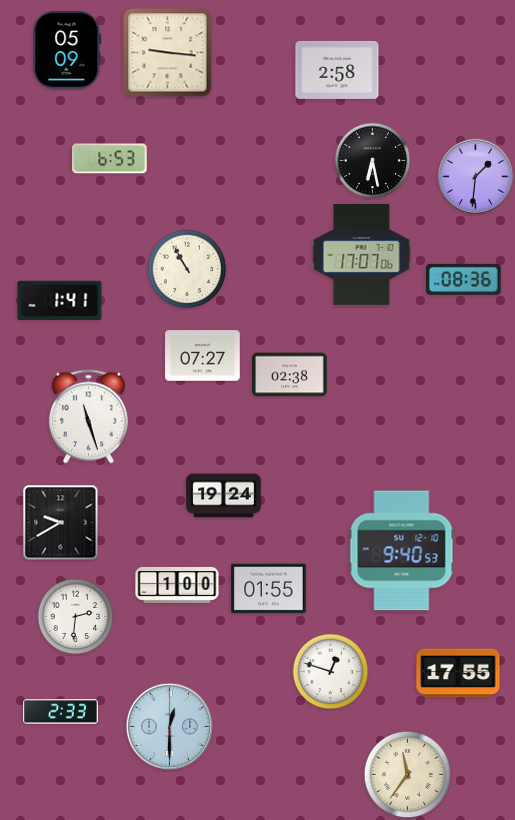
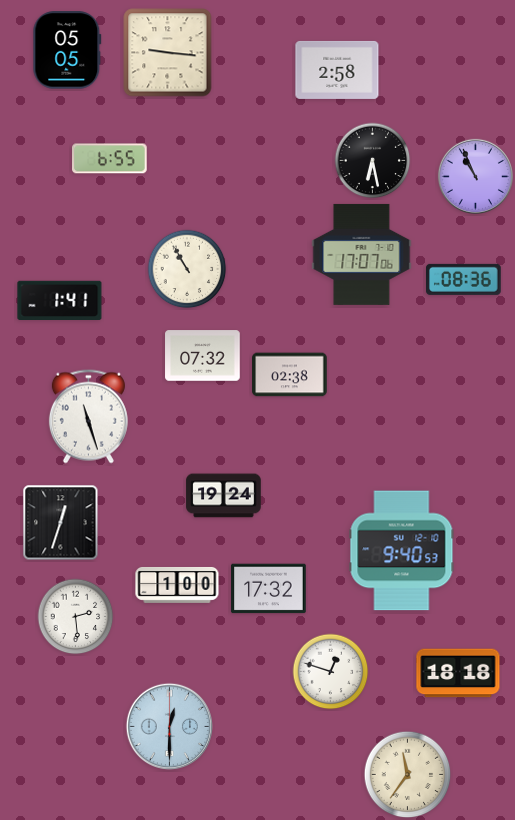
clock at (67, 50): 05:09 -> 05:05
clock at (110, 159): 6:53 -> 6:55
clock at (475, 176): 1:31 -> 10:56
clock at (203, 356): 07:27 -> 07:32
clock at (61, 523): 9:40 -> 12:33
clock at (269, 589): 01:55 -> 17:32
clock at (76, 617): 2:31 -> 2:29
clock at (458, 673): 17:55 -> 18:18
clock at (61, 712): 2:33 -> none
